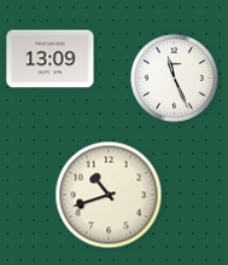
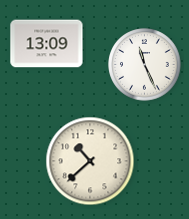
clock at (51, 59) position: (51, 59) -> (47, 44)
clock at (109, 195): 10:42 -> 10:38
